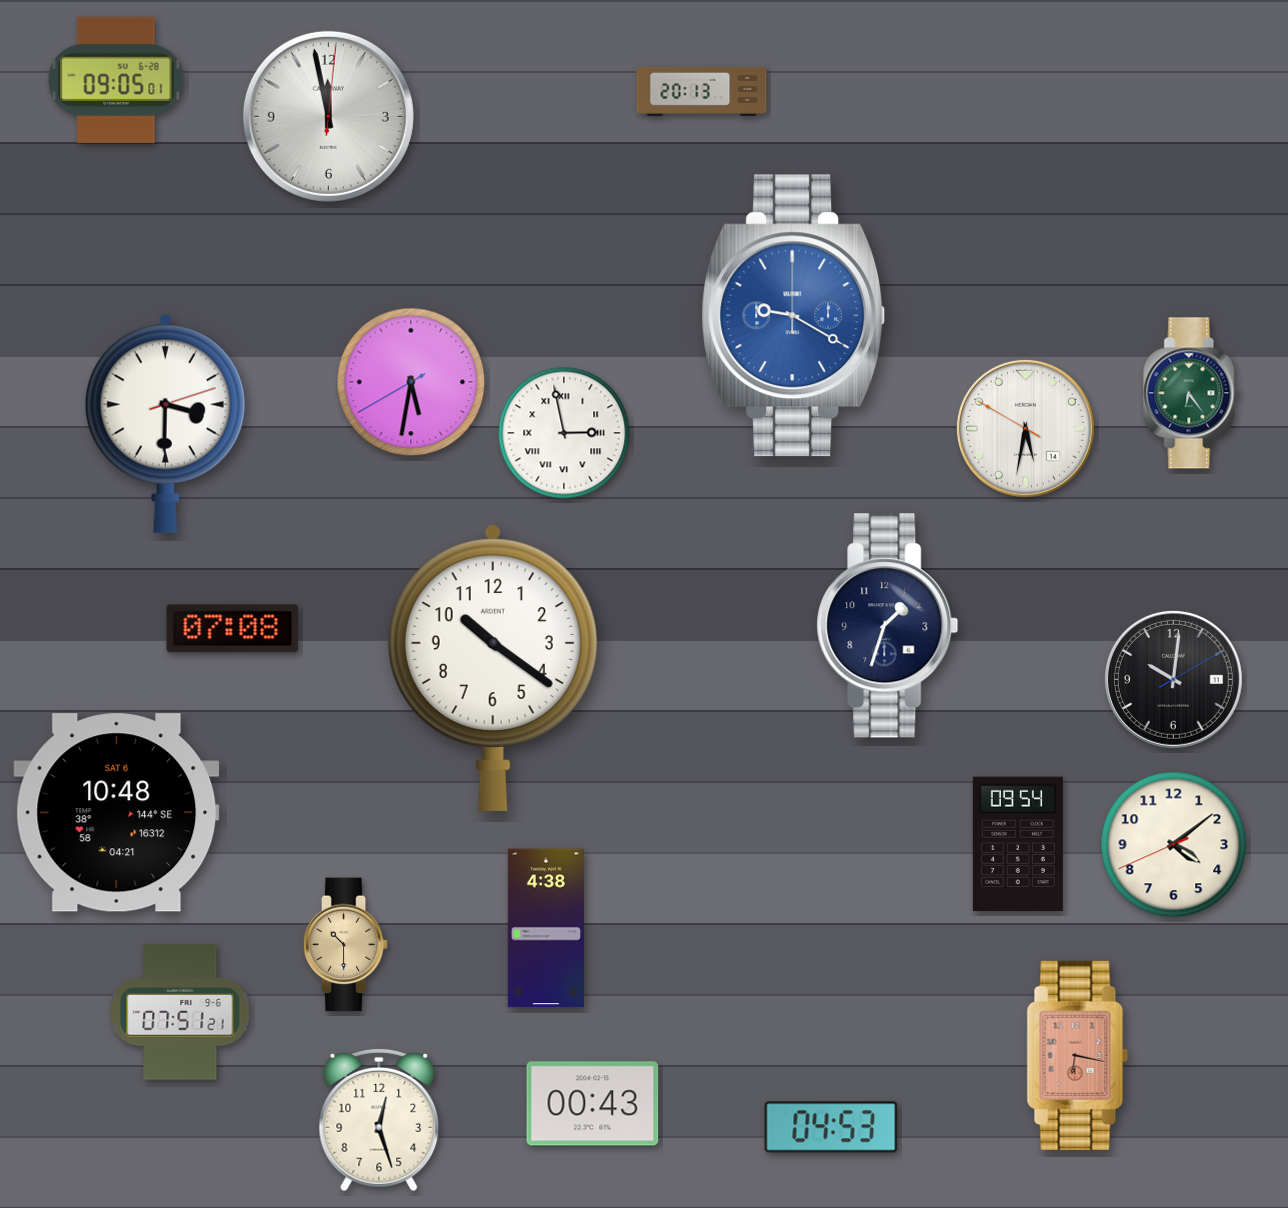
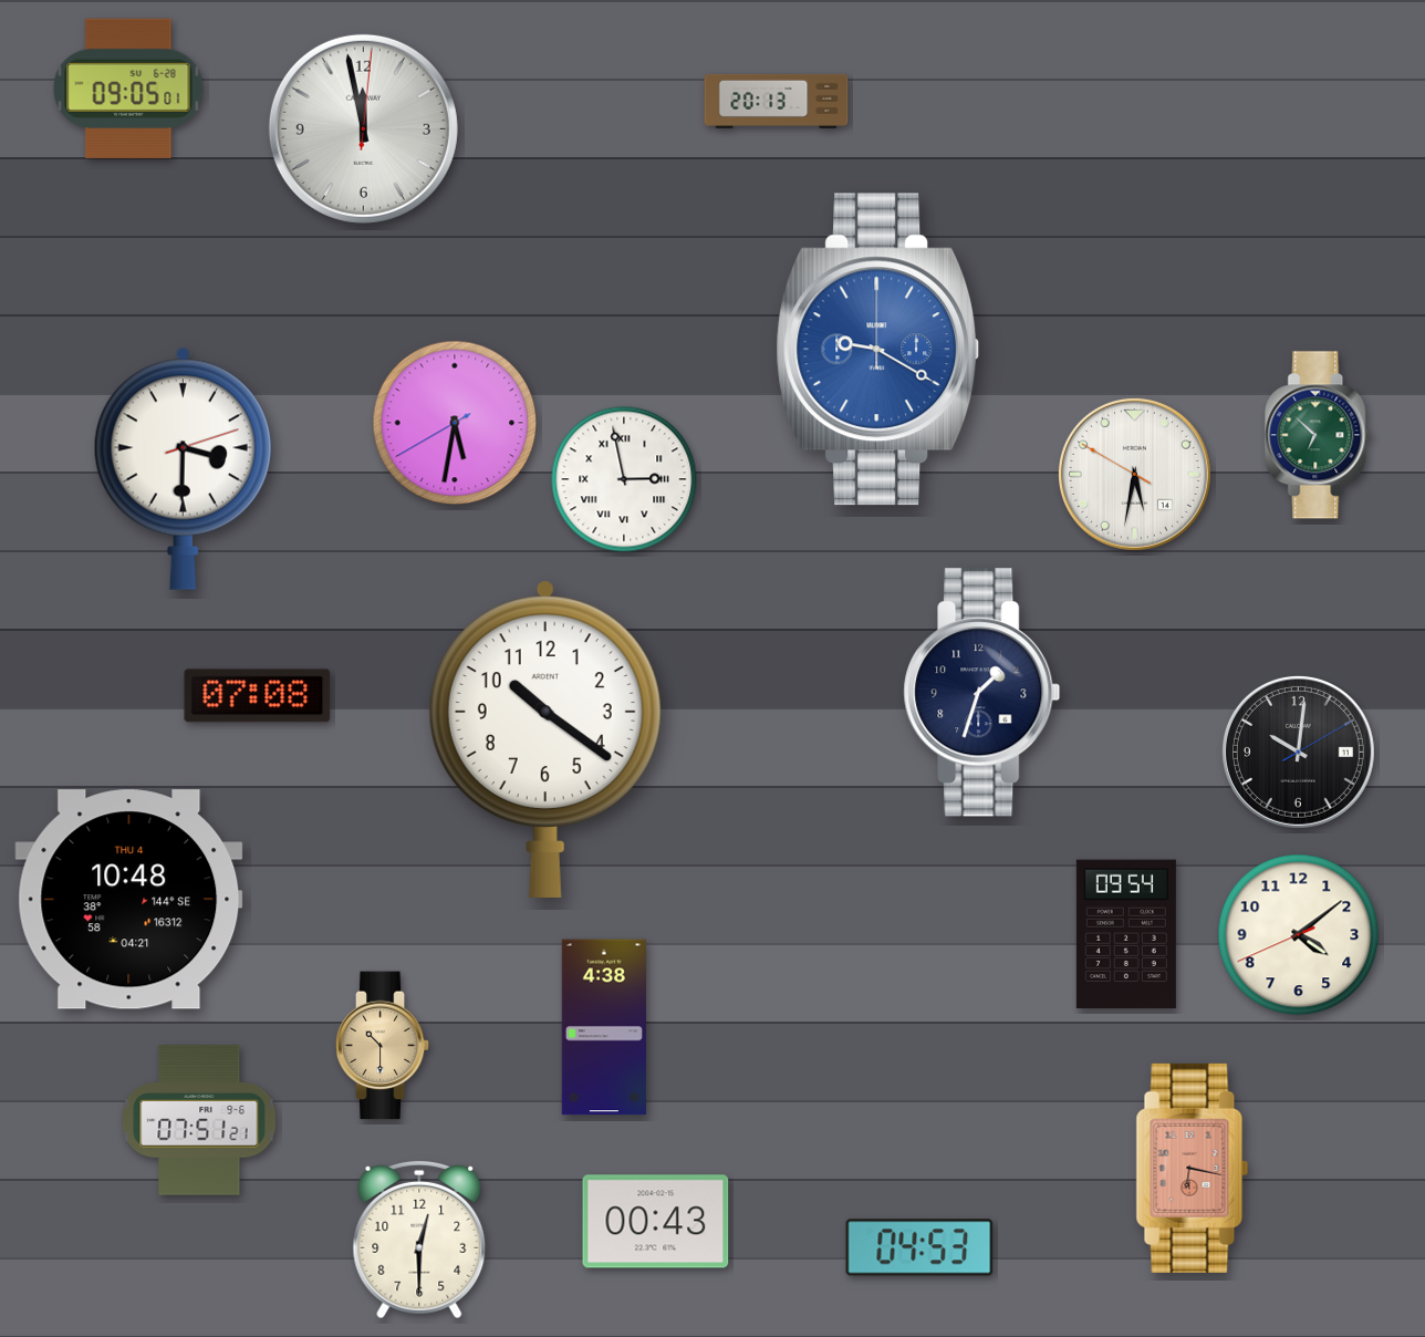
clock at (1192, 393): 6:24 -> 6:52
clock at (117, 813) date: SAT 6 -> THU 4
clock at (379, 1120): 12:27 -> 12:30
